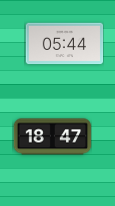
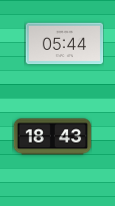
clock at (52, 137): 18:47 -> 18:43
